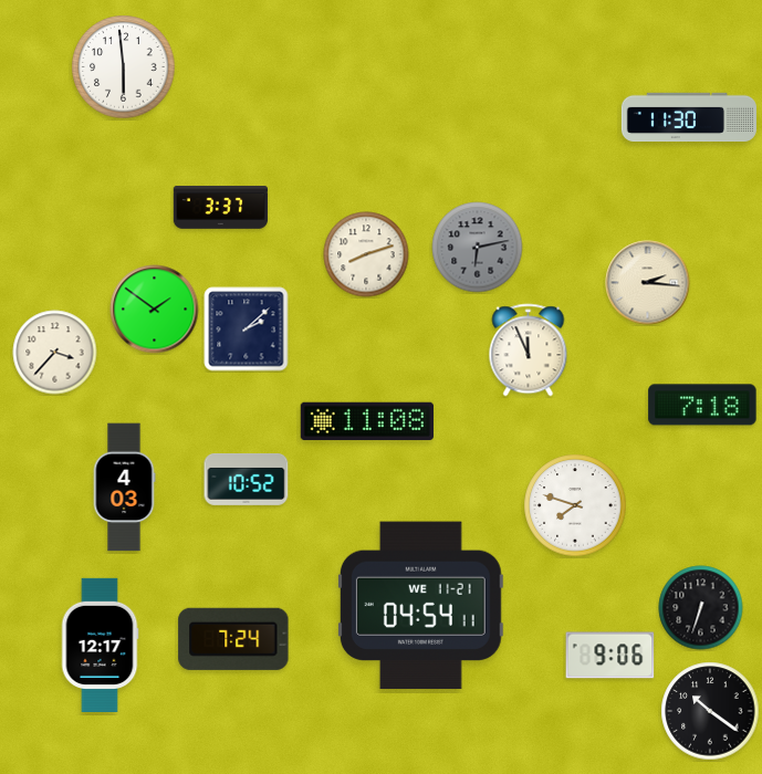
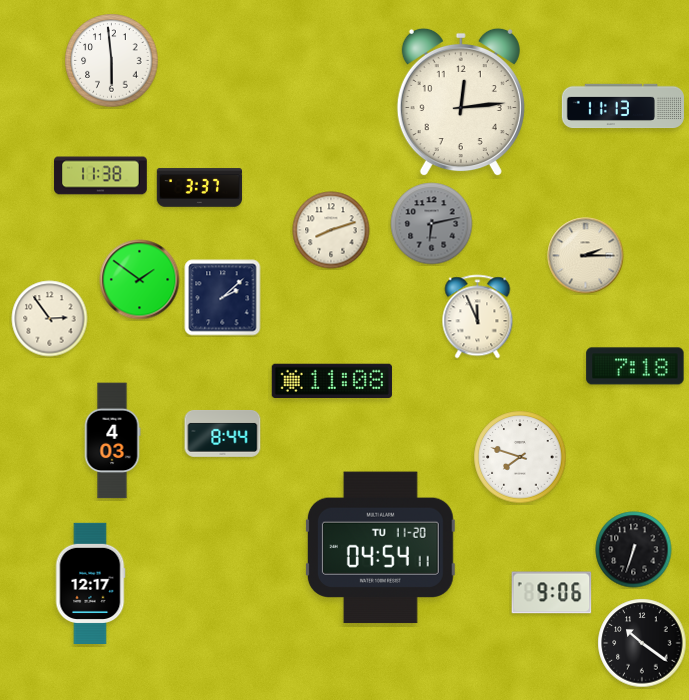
clock at (461, 102): none -> 12:14
clock at (689, 117): 11:30 -> 11:13
clock at (101, 176): none -> 11:38
clock at (648, 283): 2:16 -> 2:15
clock at (55, 353): 3:37 -> 2:54
clock at (247, 480): 10:52 -> 8:44
clock at (420, 606) date: WE 11-21 -> TU 11-20
clock at (233, 639): 7:24 -> none
